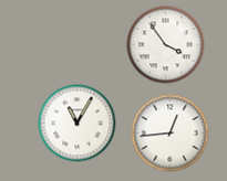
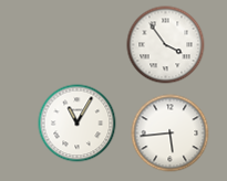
clock at (171, 134): 12:44 -> 5:44
